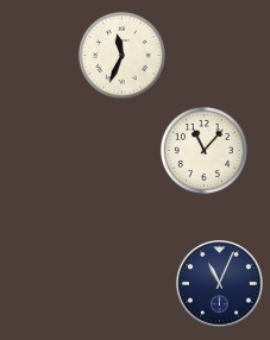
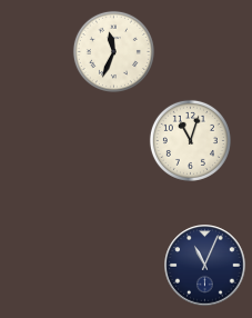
clock at (203, 150): 11:07 -> 11:03
